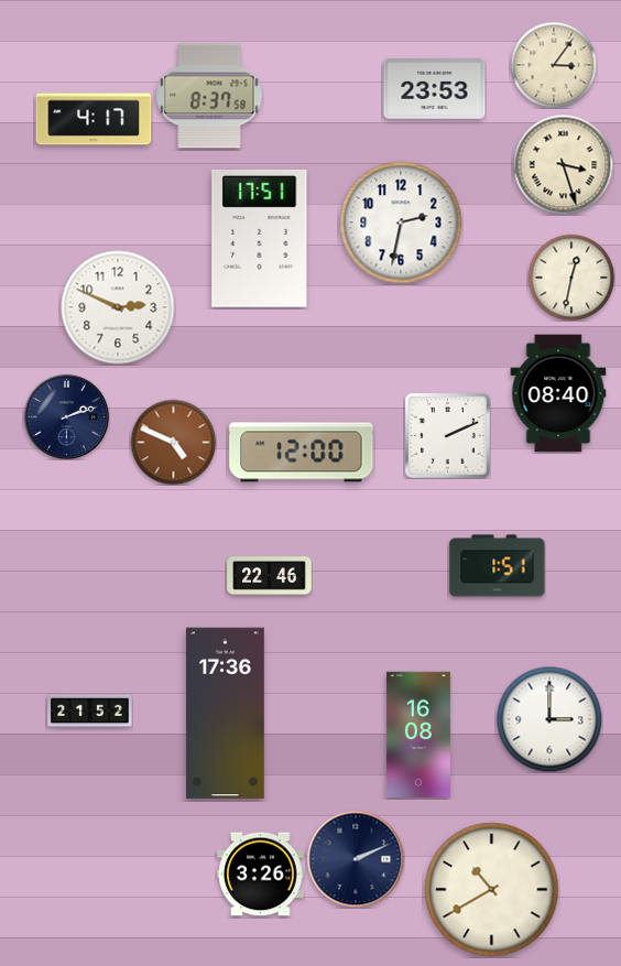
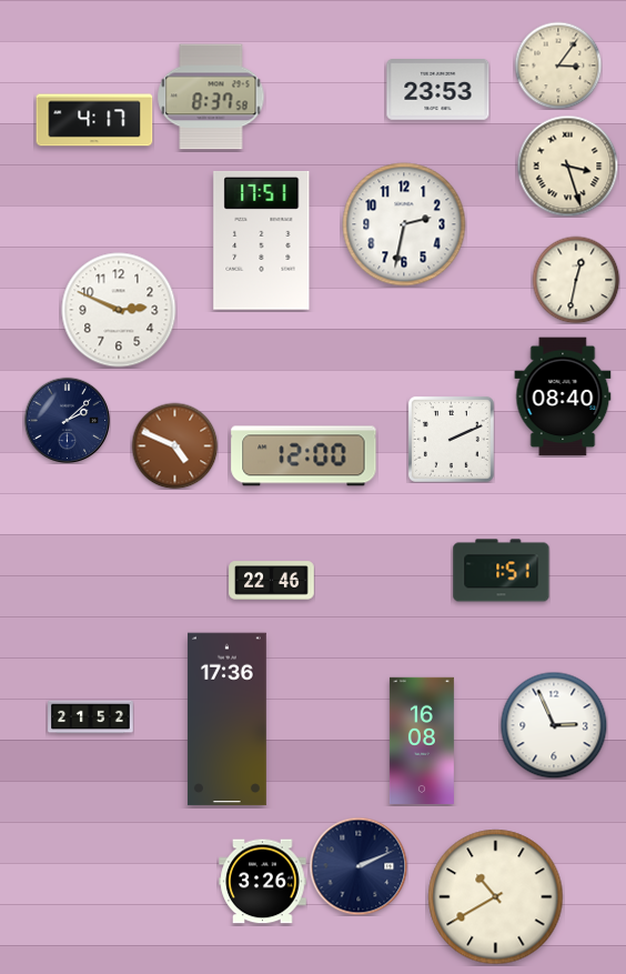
clock at (66, 416): 2:12 -> 2:08
clock at (549, 719): 3:00 -> 2:56
